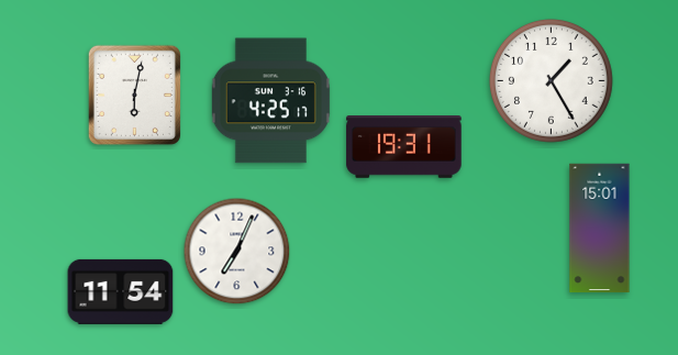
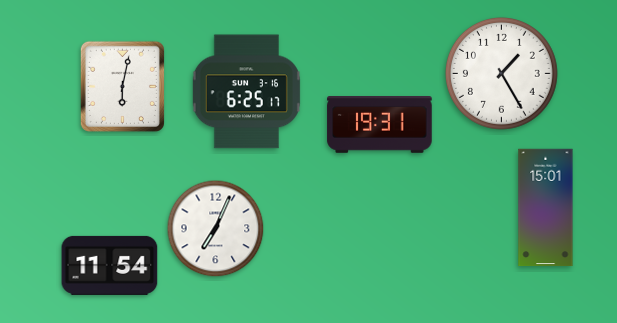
clock at (270, 101): 4:25 -> 6:25
clock at (404, 147) position: (404, 147) -> (380, 125)
